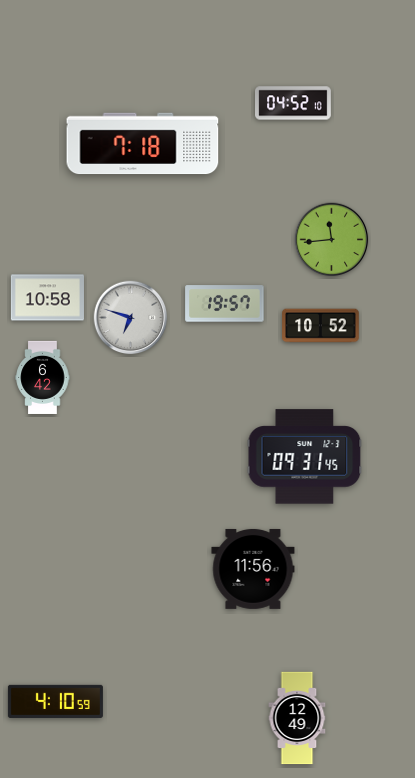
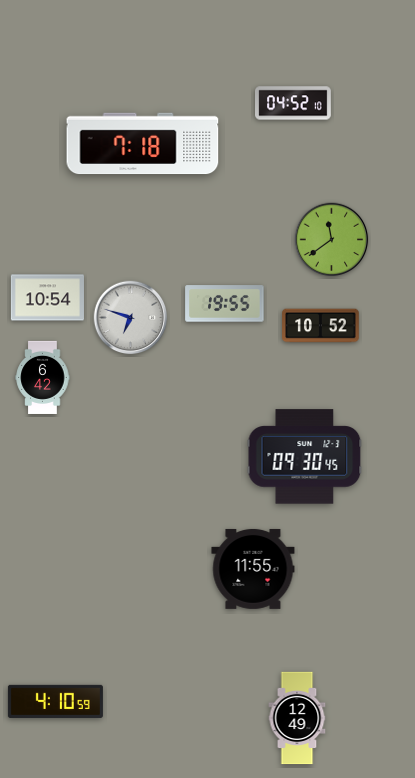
clock at (332, 240): 11:44 -> 11:39
clock at (47, 298): 10:58 -> 10:54
clock at (225, 304): 19:57 -> 19:55
clock at (305, 457): 09:31 -> 09:30
clock at (253, 569): 11:56 -> 11:55
